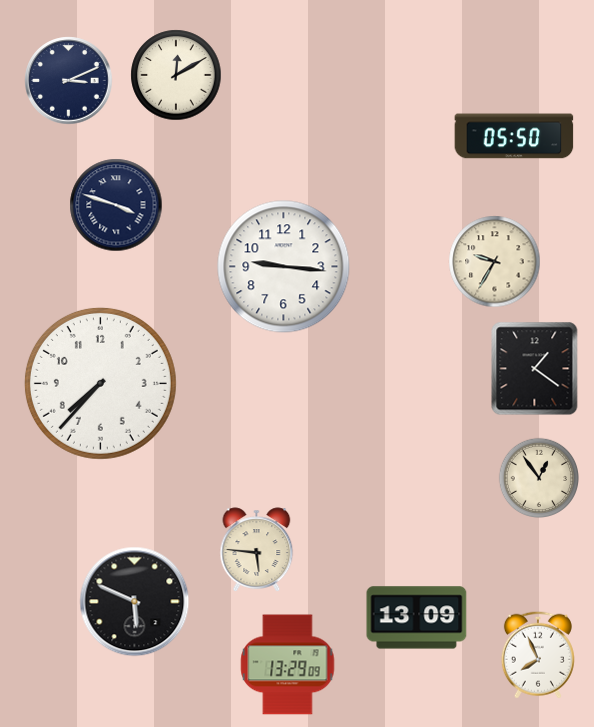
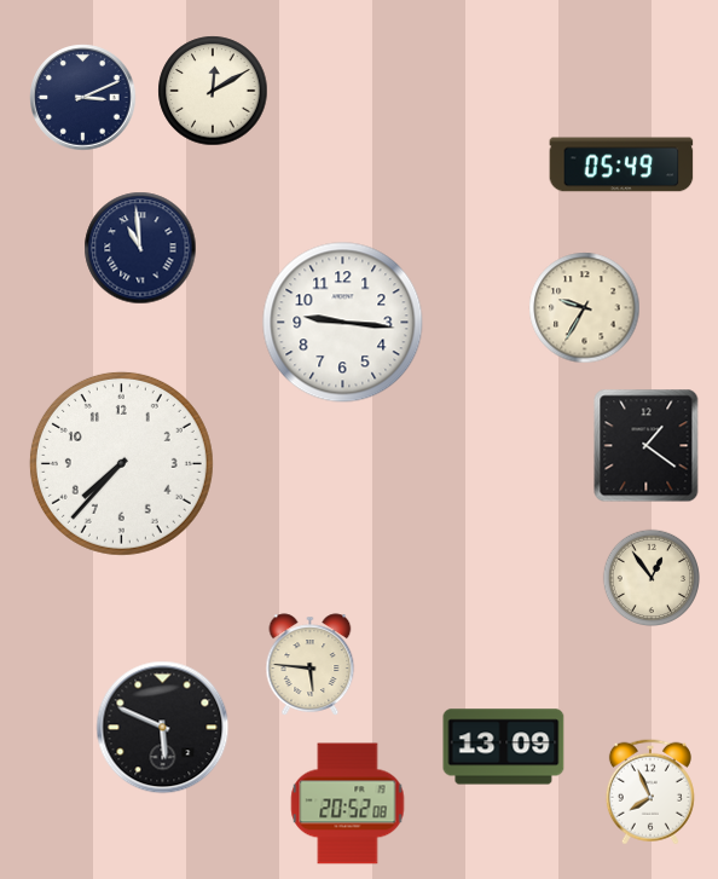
clock at (514, 136): 05:50 -> 05:49
clock at (116, 205): 3:48 -> 10:59
clock at (495, 262) position: (495, 262) -> (585, 308)
clock at (288, 665): 13:29 -> 20:52
